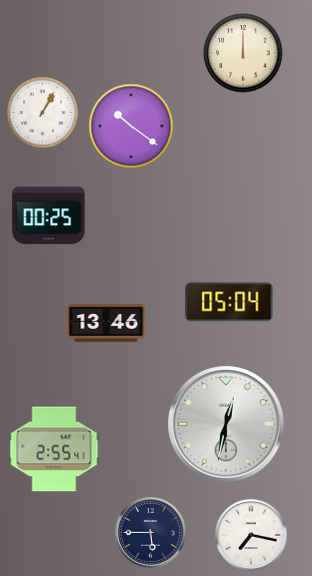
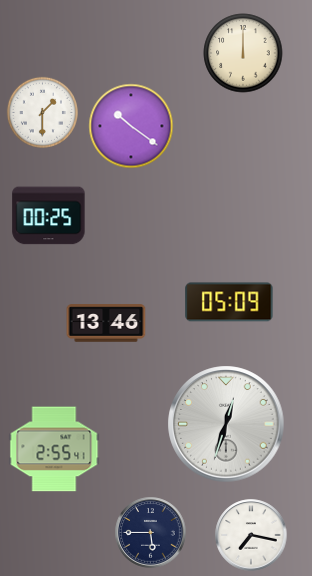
clock at (42, 112): 1:05 -> 1:30
clock at (229, 302): 05:04 -> 05:09
clock at (226, 424): 12:32 -> 12:33
